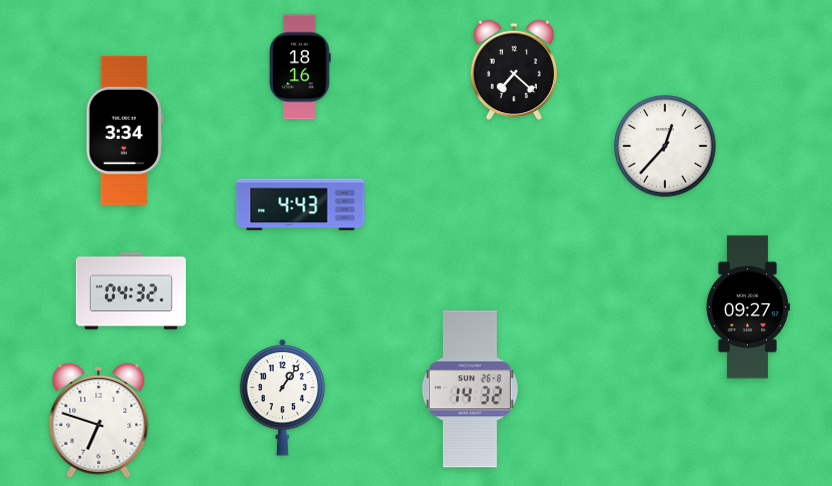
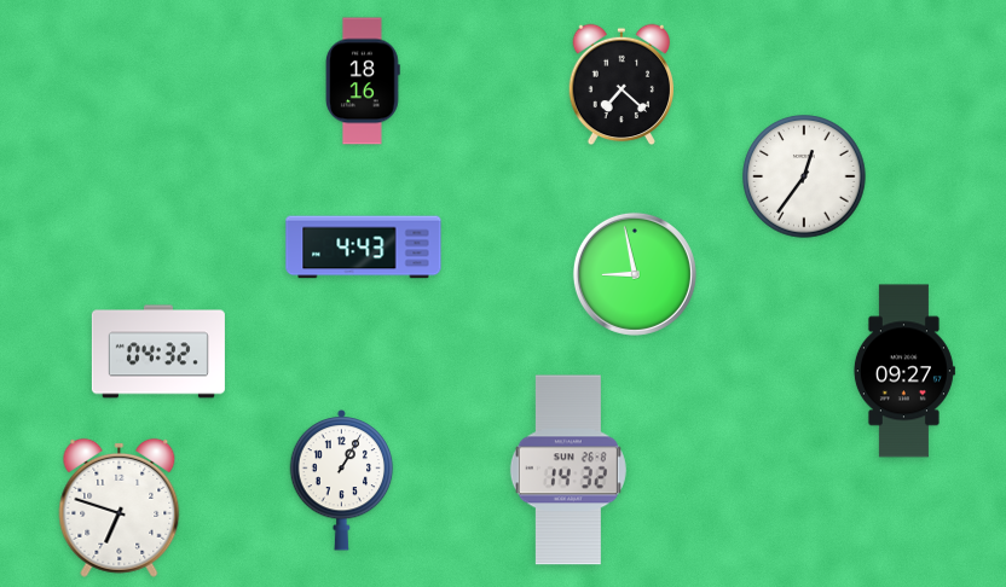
clock at (124, 130): 3:34 -> none
clock at (665, 146): 12:37 -> 12:36
clock at (635, 274): none -> 8:58
clock at (283, 397): 1:06 -> 1:05
